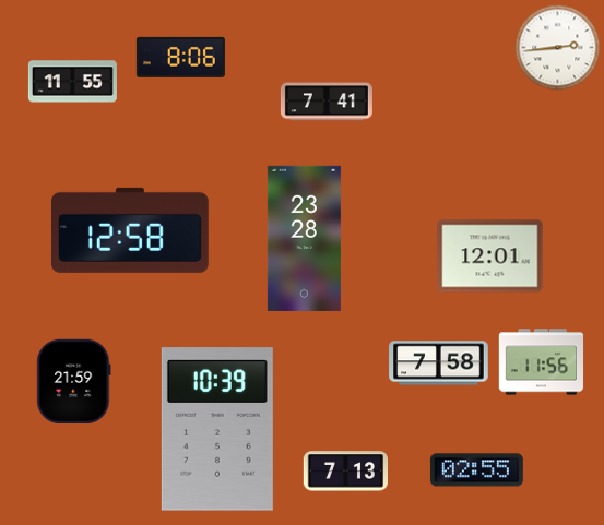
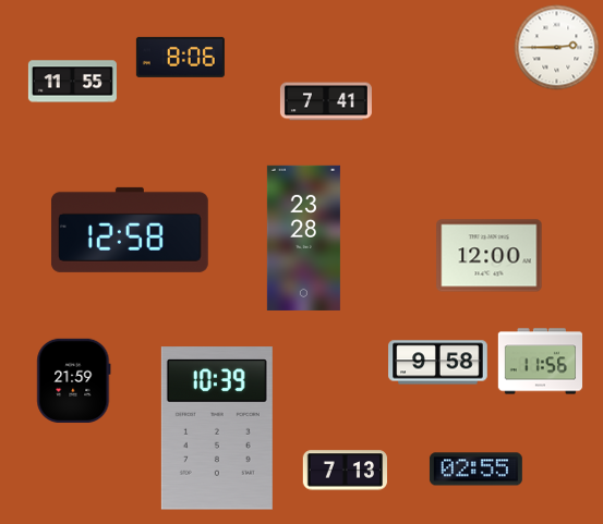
clock at (557, 47): 2:44 -> 2:45
clock at (490, 256): 12:01 -> 12:00
clock at (439, 363): 7:58 -> 9:58
